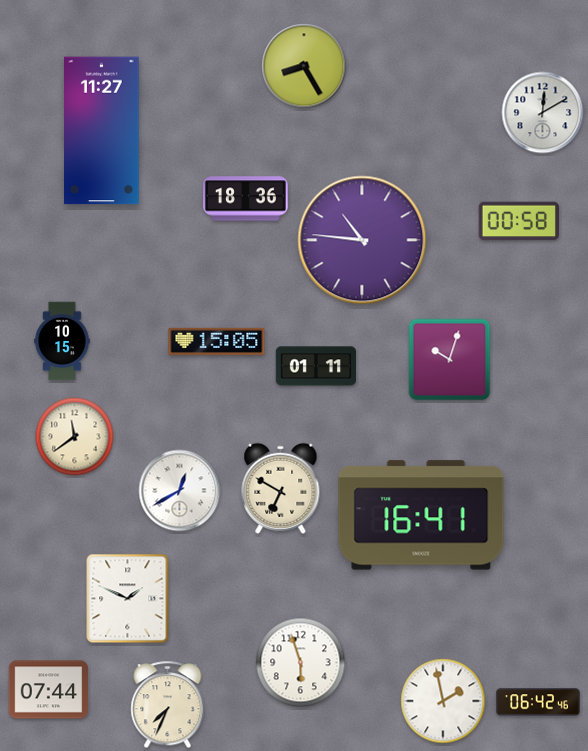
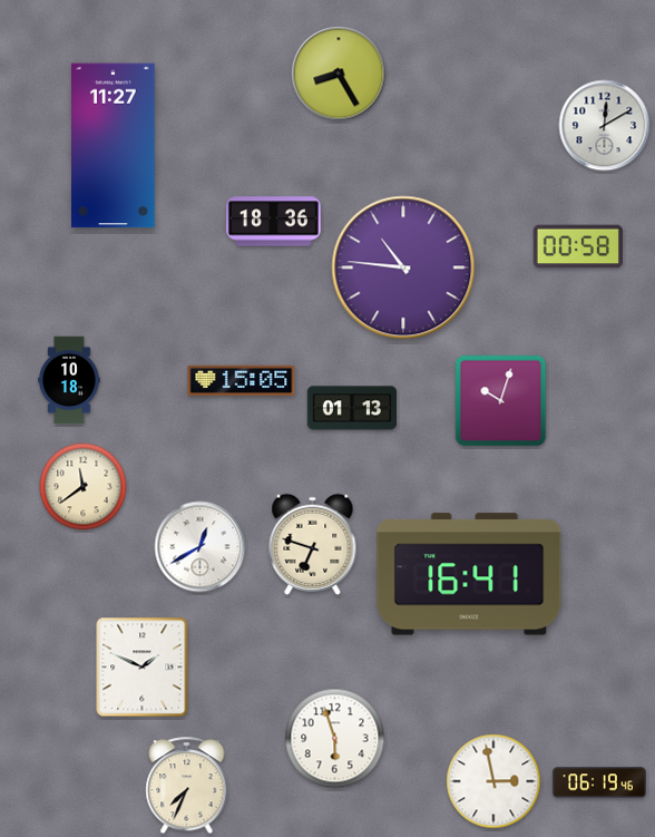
clock at (62, 341): 10:15 -> 10:18
clock at (315, 366): 01:11 -> 01:13
clock at (281, 488): 6:50 -> 6:48
clock at (49, 690): 07:44 -> none
clock at (443, 701): 1:58 -> 2:58
clock at (538, 702): 06:42 -> 06:19
